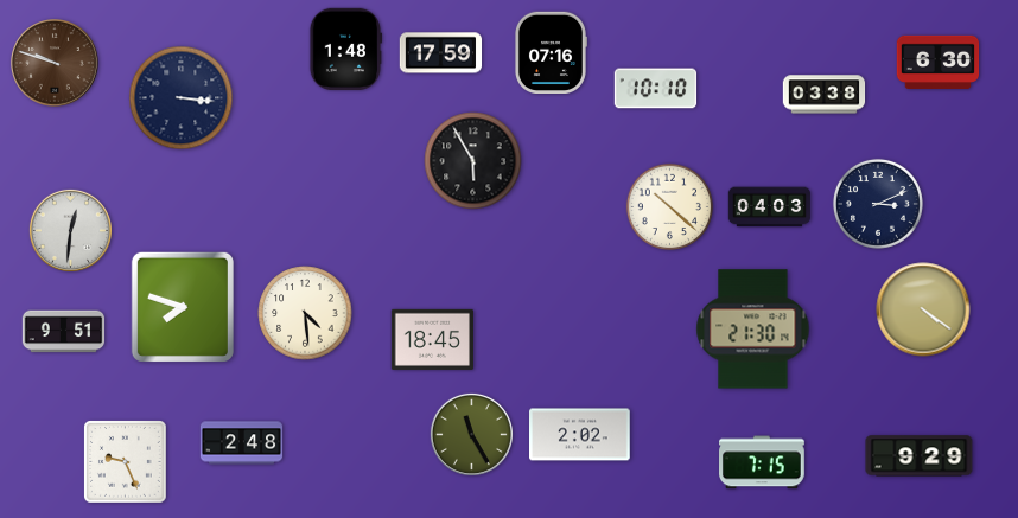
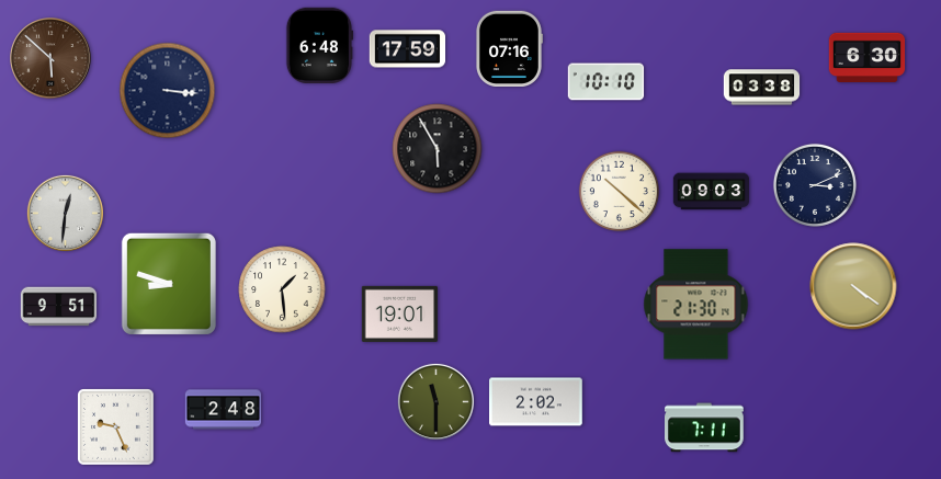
clock at (345, 49): 1:48 -> 6:48
clock at (55, 63): 9:48 -> 5:52
clock at (878, 204) position: (878, 204) -> (815, 185)
clock at (770, 207): 04:03 -> 09:03
clock at (183, 307): 7:48 -> 8:48
clock at (305, 313): 4:29 -> 1:29
clock at (433, 339): 18:45 -> 19:01
clock at (471, 434): 11:25 -> 11:30
clock at (920, 456): 9:29 -> none
clock at (763, 462): 7:15 -> 7:11
